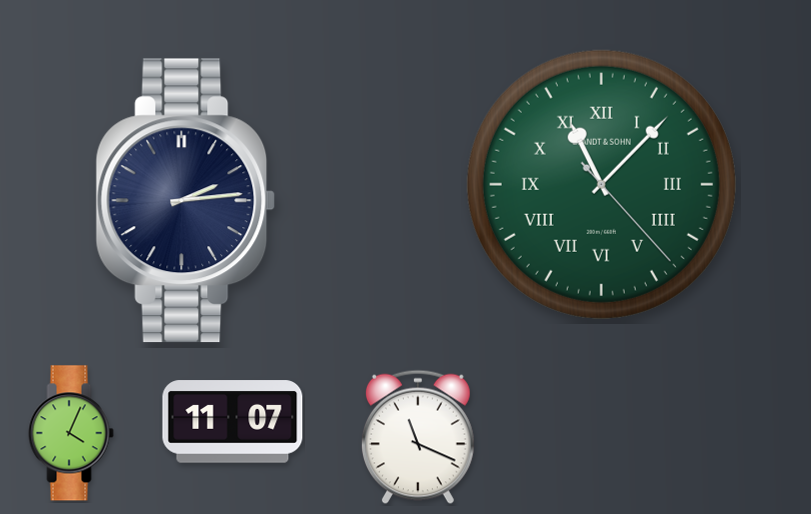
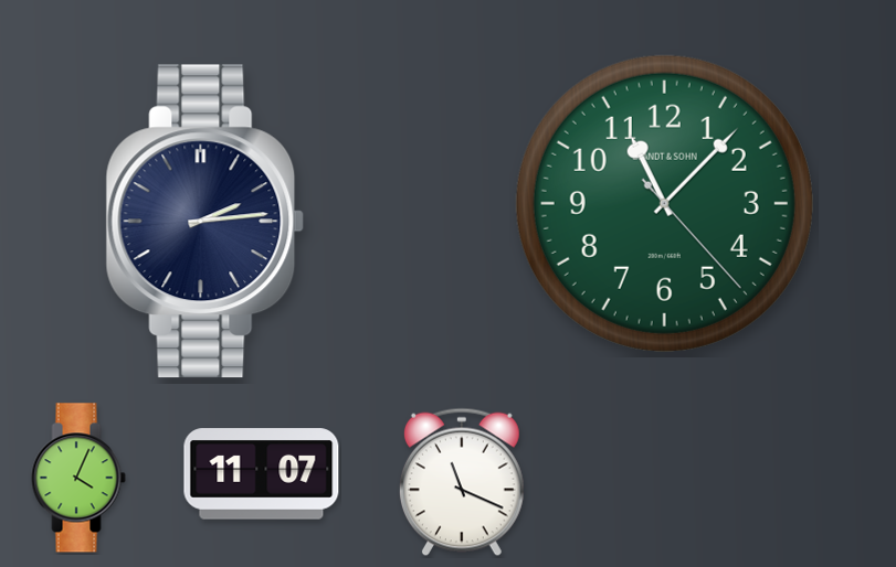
clock at (601, 184) numerals: Roman -> Arabic
clock at (233, 422) position: (233, 422) -> (262, 474)
